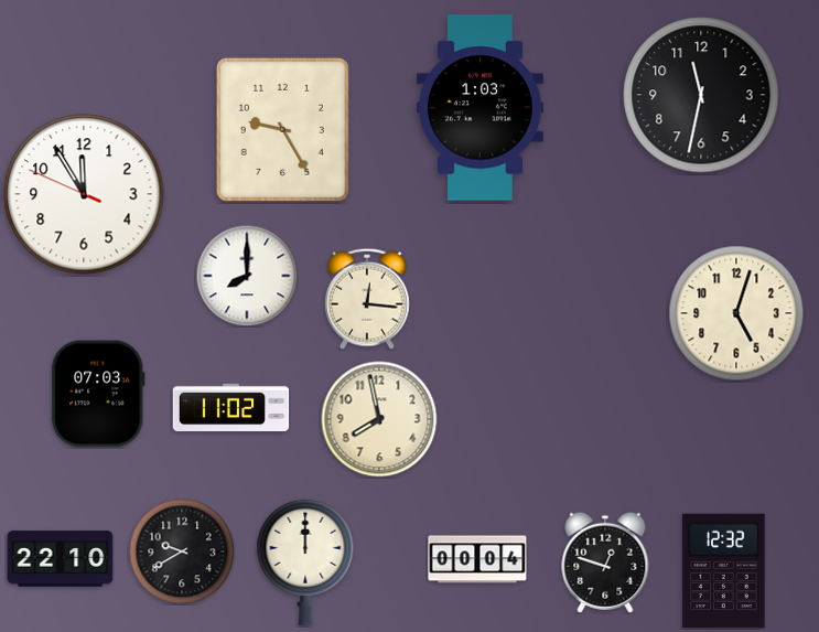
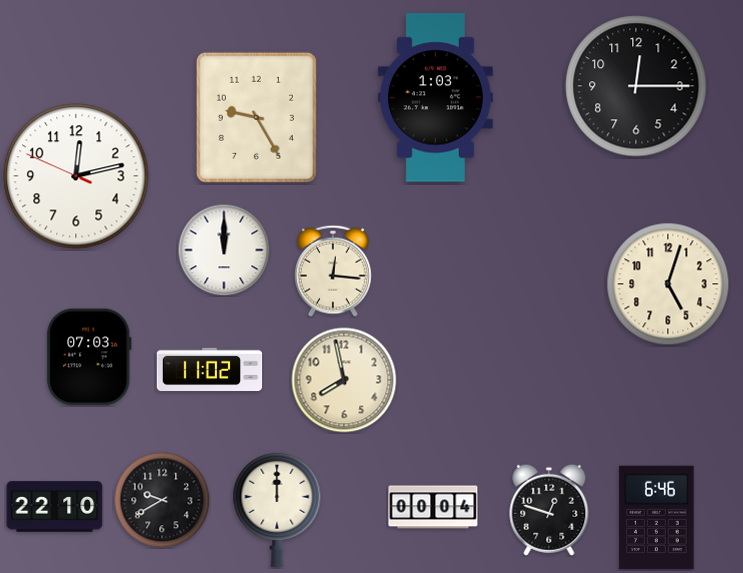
clock at (701, 95): 11:32 -> 12:15
clock at (84, 194): 11:54 -> 12:12
clock at (247, 276): 8:00 -> 12:00
clock at (182, 551) position: (182, 551) -> (162, 500)
clock at (724, 571): 12:32 -> 6:46
